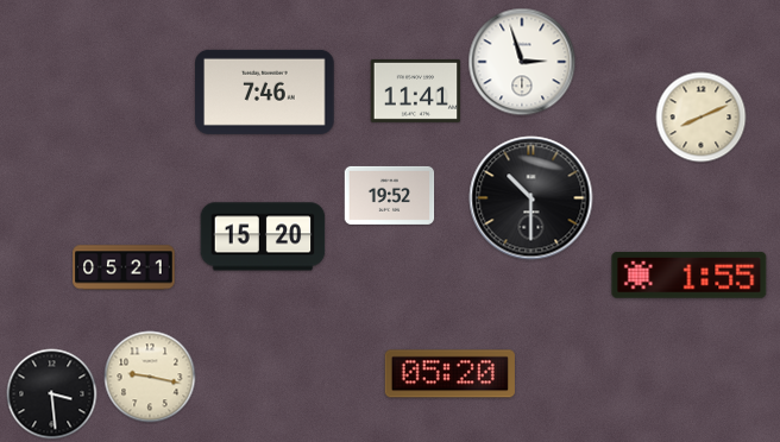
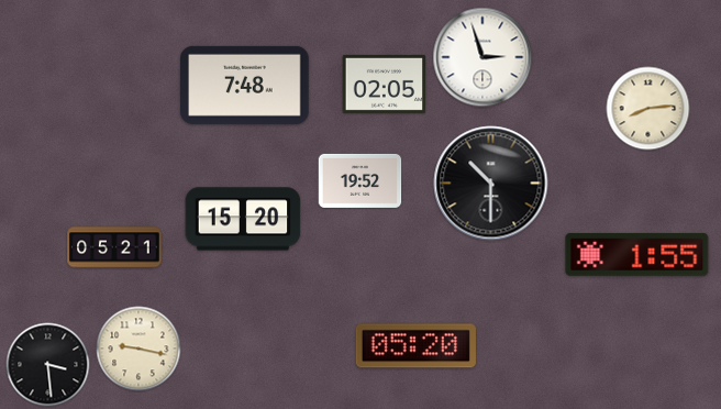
clock at (416, 90): 11:41 -> 02:05
clock at (265, 91): 7:46 -> 7:48
clock at (702, 118): 8:11 -> 8:14
